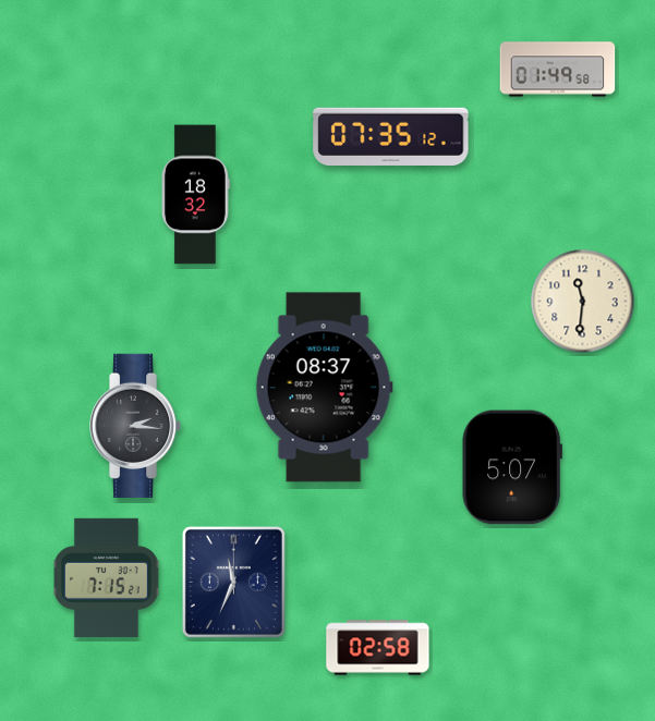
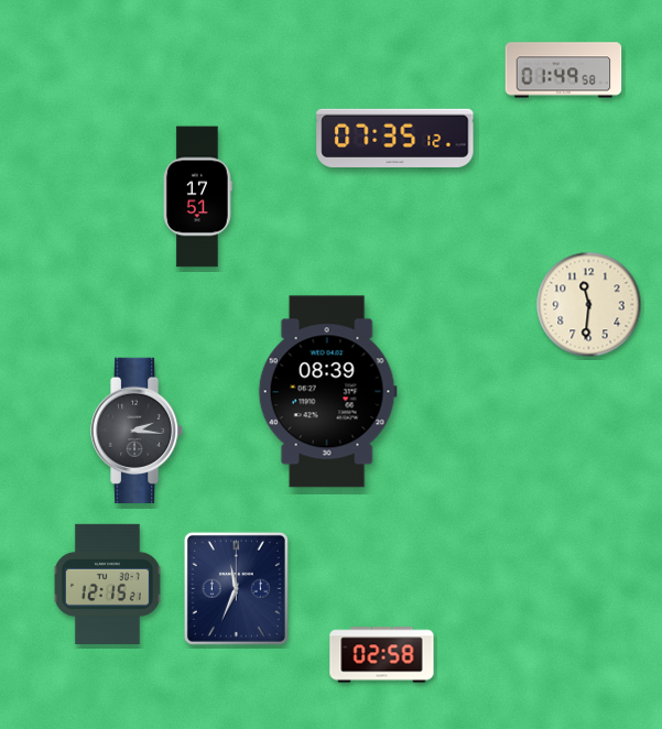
clock at (195, 195): 18:32 -> 17:51
clock at (324, 388): 08:37 -> 08:39
clock at (512, 467): 5:07 -> none
clock at (106, 577): 7:15 -> 12:15
